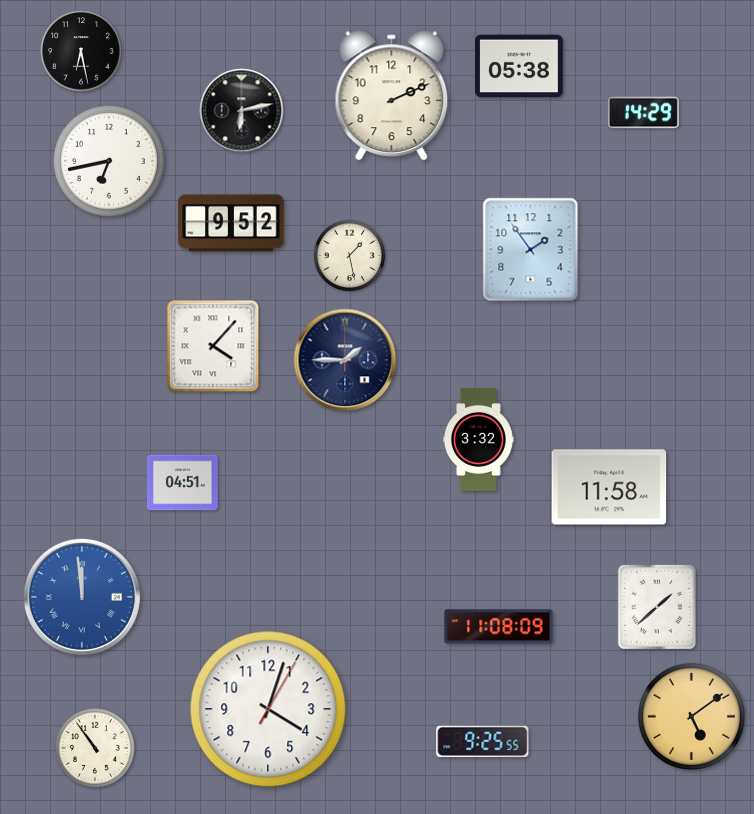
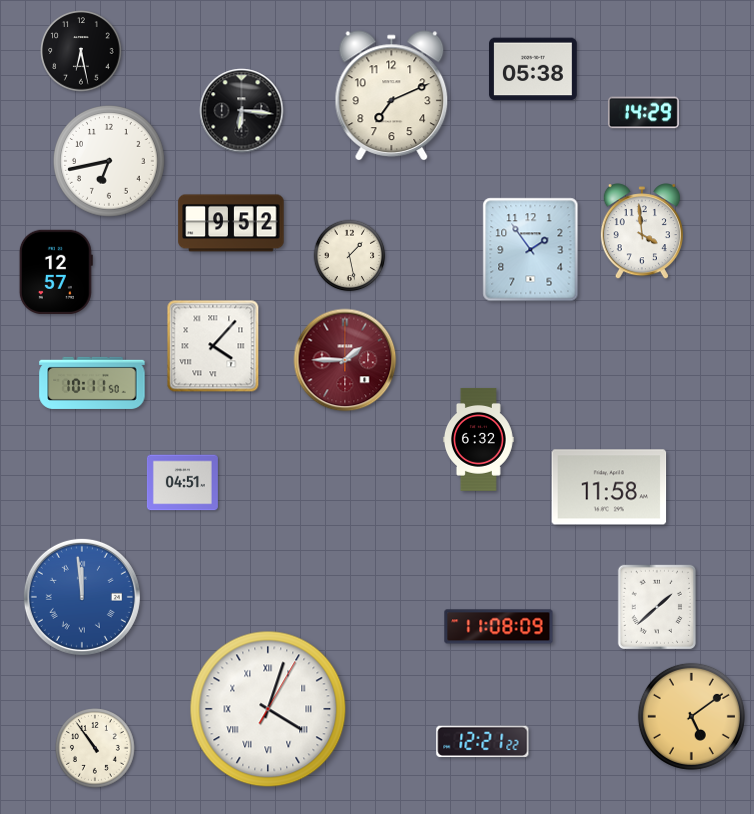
clock at (520, 66) position: (520, 66) -> (534, 69)
clock at (392, 95): 2:11 -> 7:11
clock at (242, 111): 6:13 -> 6:16
clock at (642, 232): none -> 3:59
clock at (56, 272): none -> 12:57
clock at (345, 360) dial: navy -> burgundy
clock at (92, 383): none -> 10:11
clock at (478, 439): 3:32 -> 6:32
clock at (268, 709) numerals: Arabic -> Roman
clock at (483, 742): 9:25 -> 12:21
